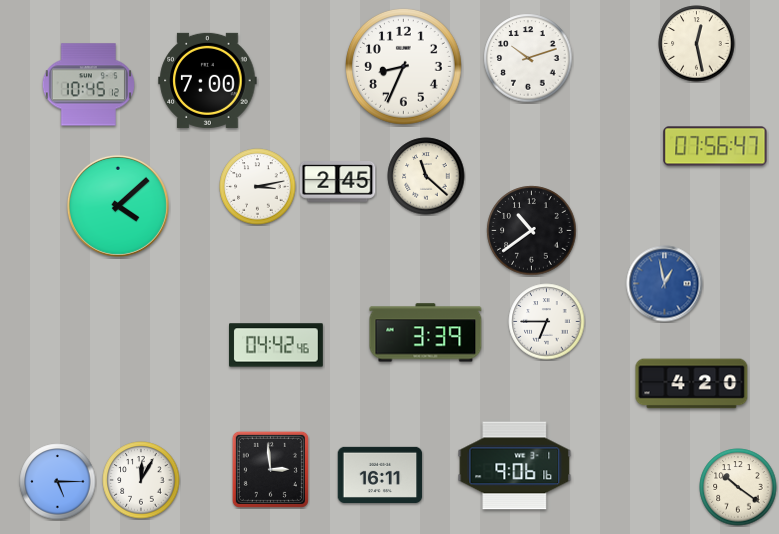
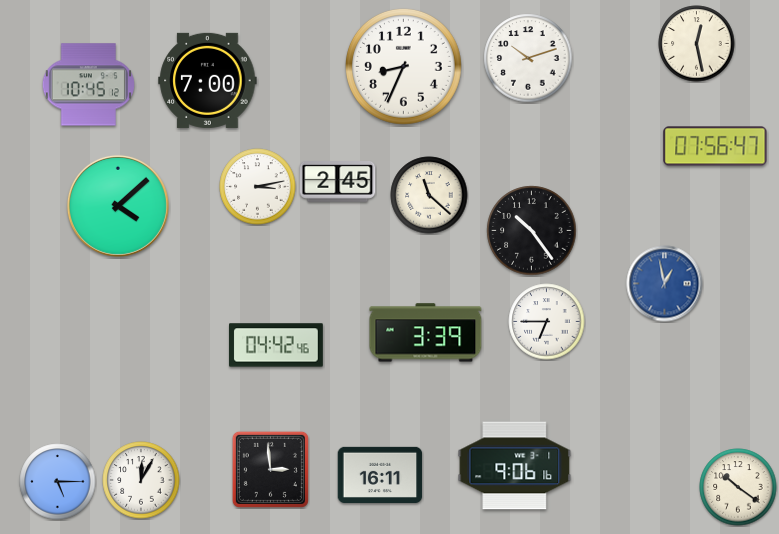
clock at (426, 176) position: (426, 176) -> (429, 195)
clock at (532, 231): 10:39 -> 10:24
clock at (692, 384): 4:20 -> none
